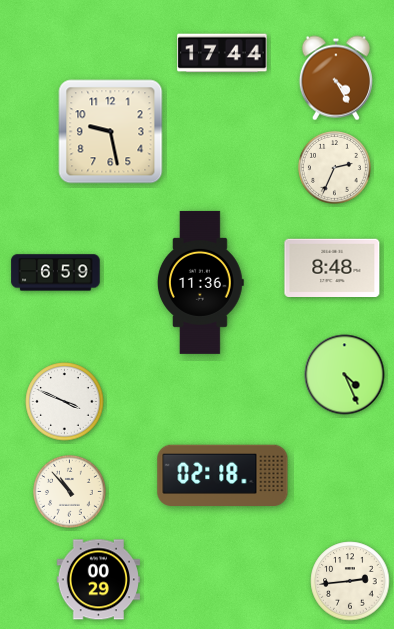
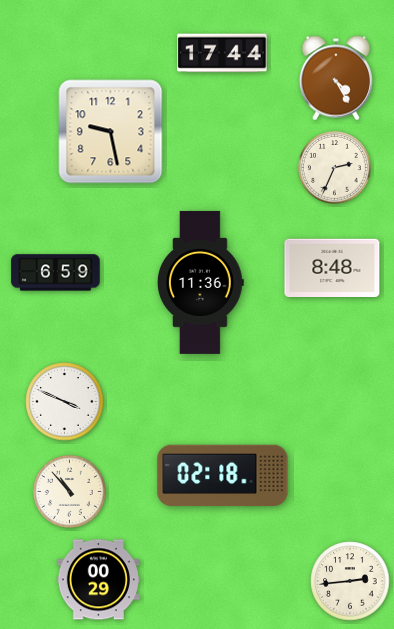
clock at (345, 375): 4:26 -> none
